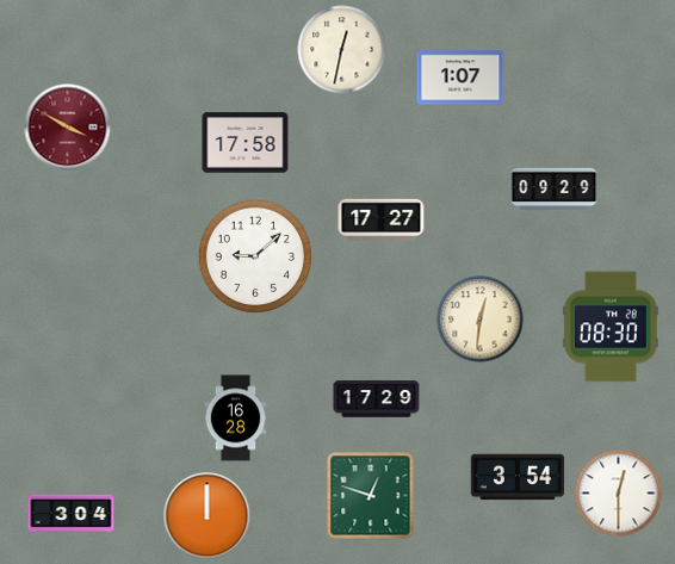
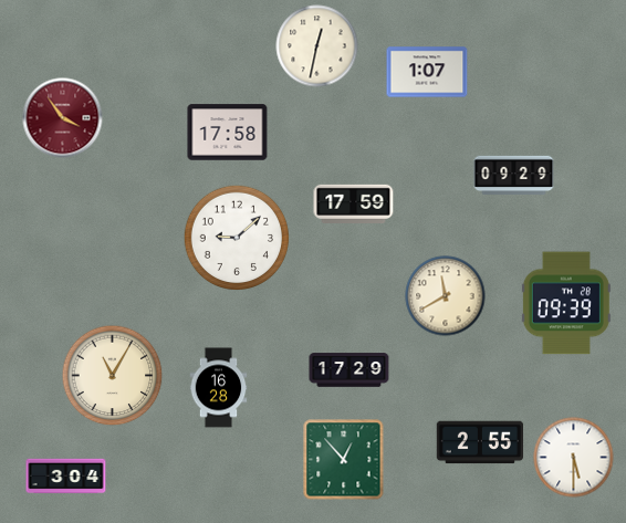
clock at (68, 128): 3:50 -> 3:54
clock at (382, 219): 17:27 -> 17:59
clock at (481, 320): 12:31 -> 11:40
clock at (611, 327): 08:30 -> 09:39
clock at (113, 376): none -> 11:05
clock at (516, 477): 3:54 -> 2:55
clock at (619, 494): 12:30 -> 5:30
clock at (371, 496): 12:48 -> 12:53
clock at (208, 516): 12:00 -> none
